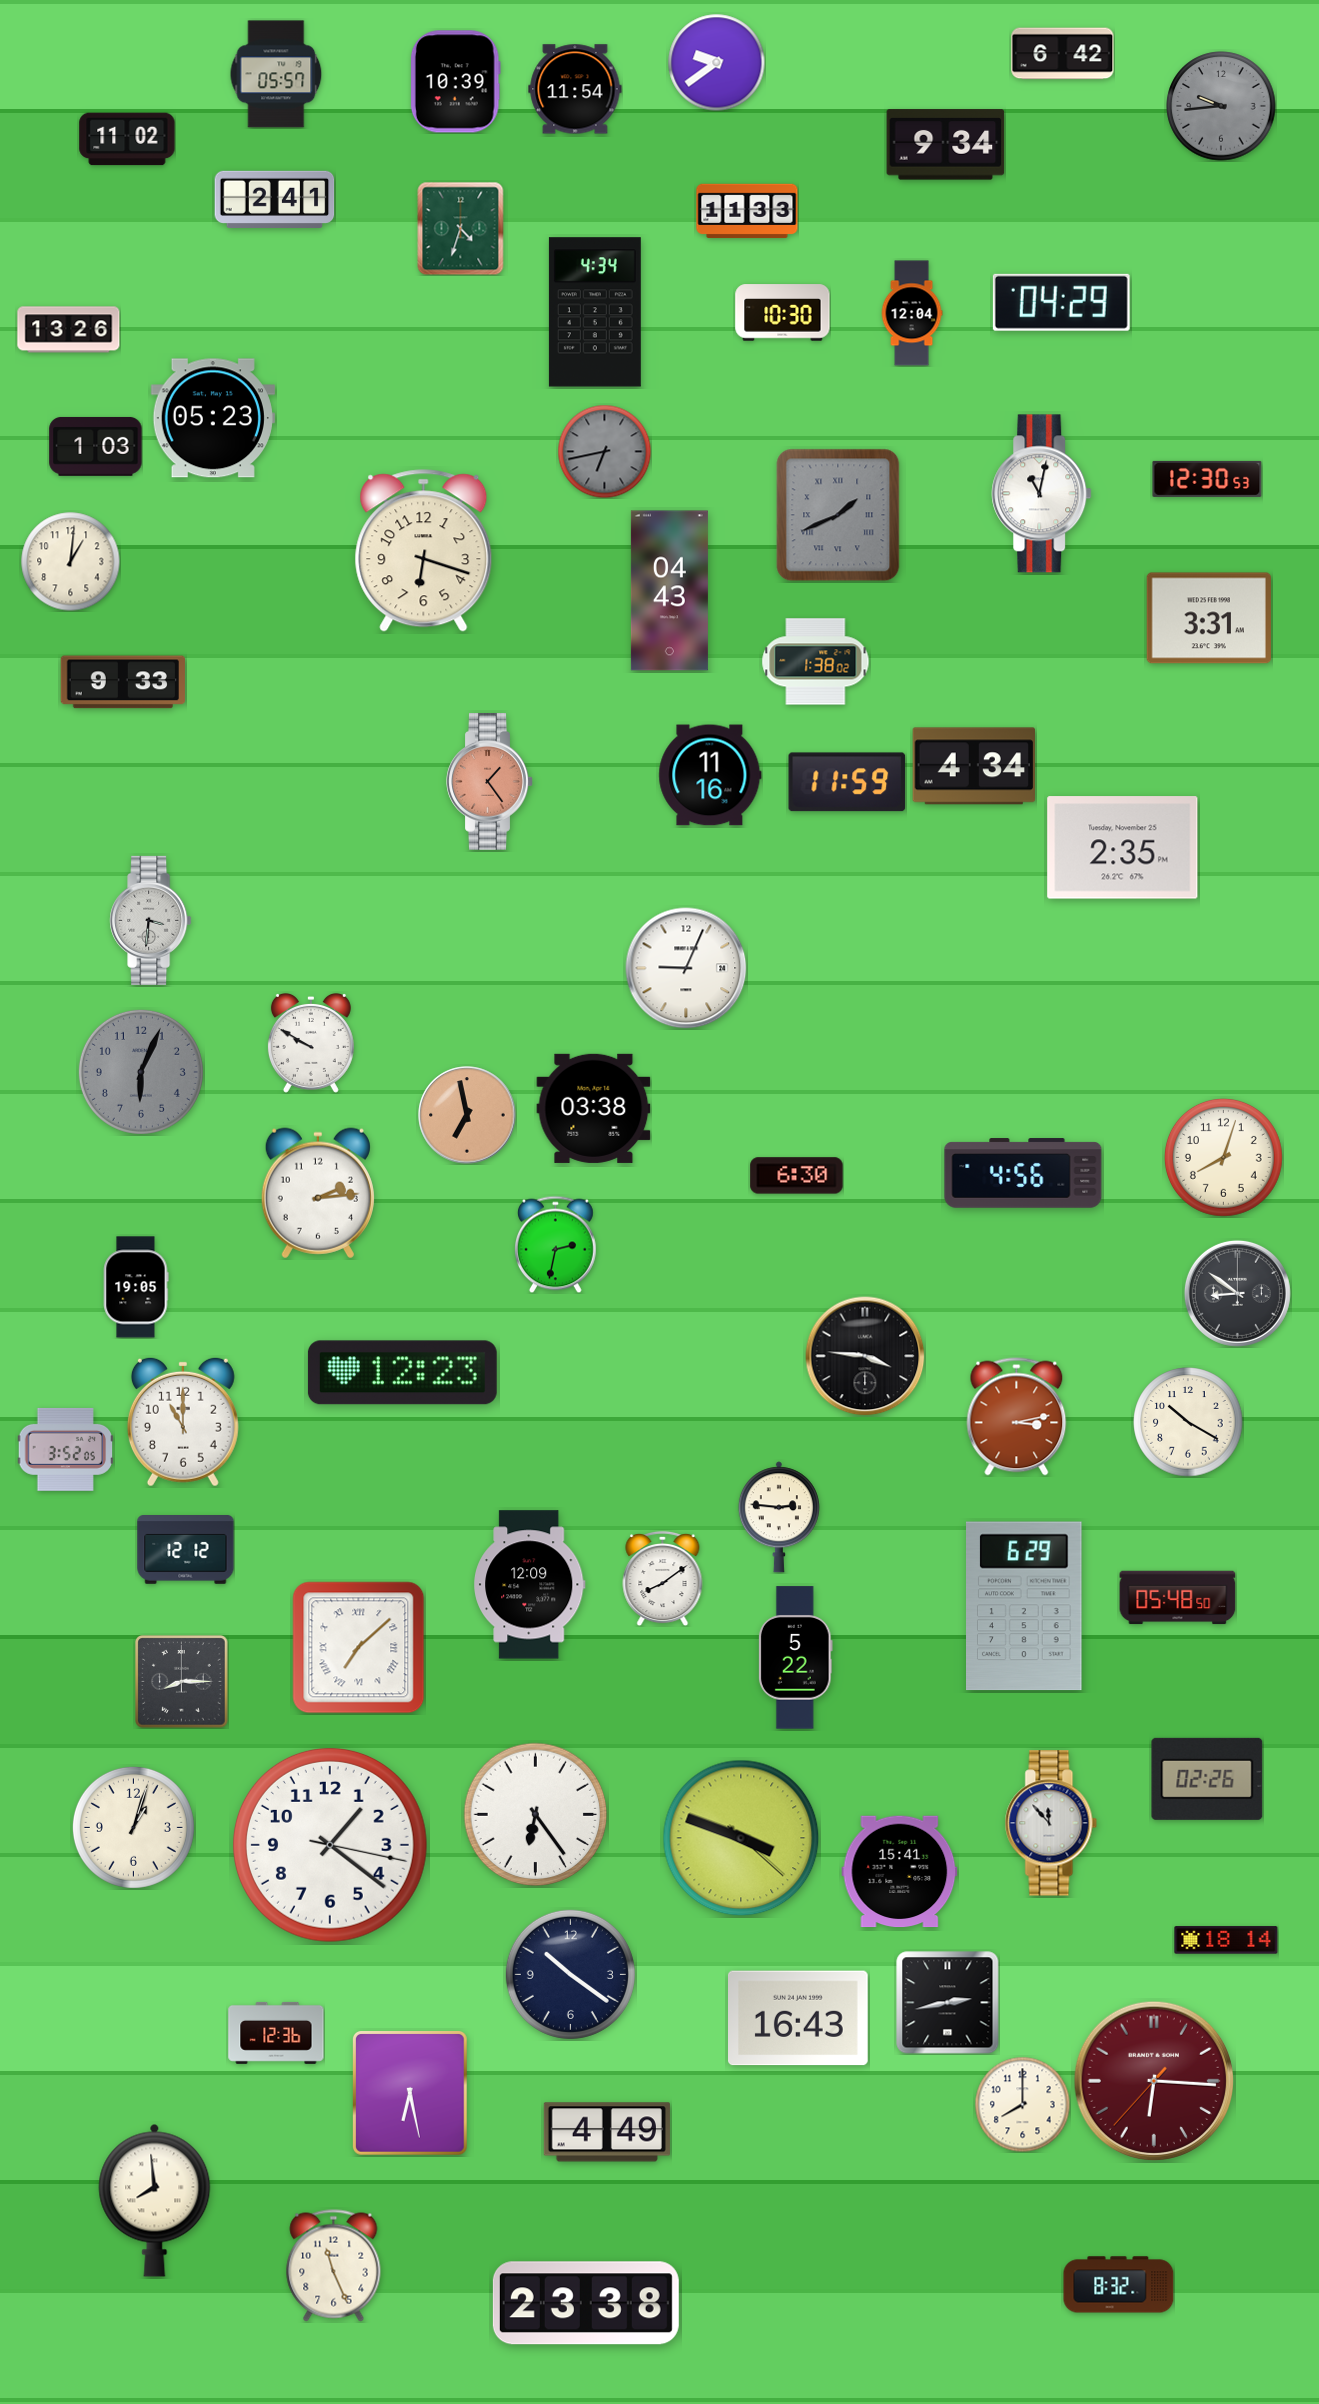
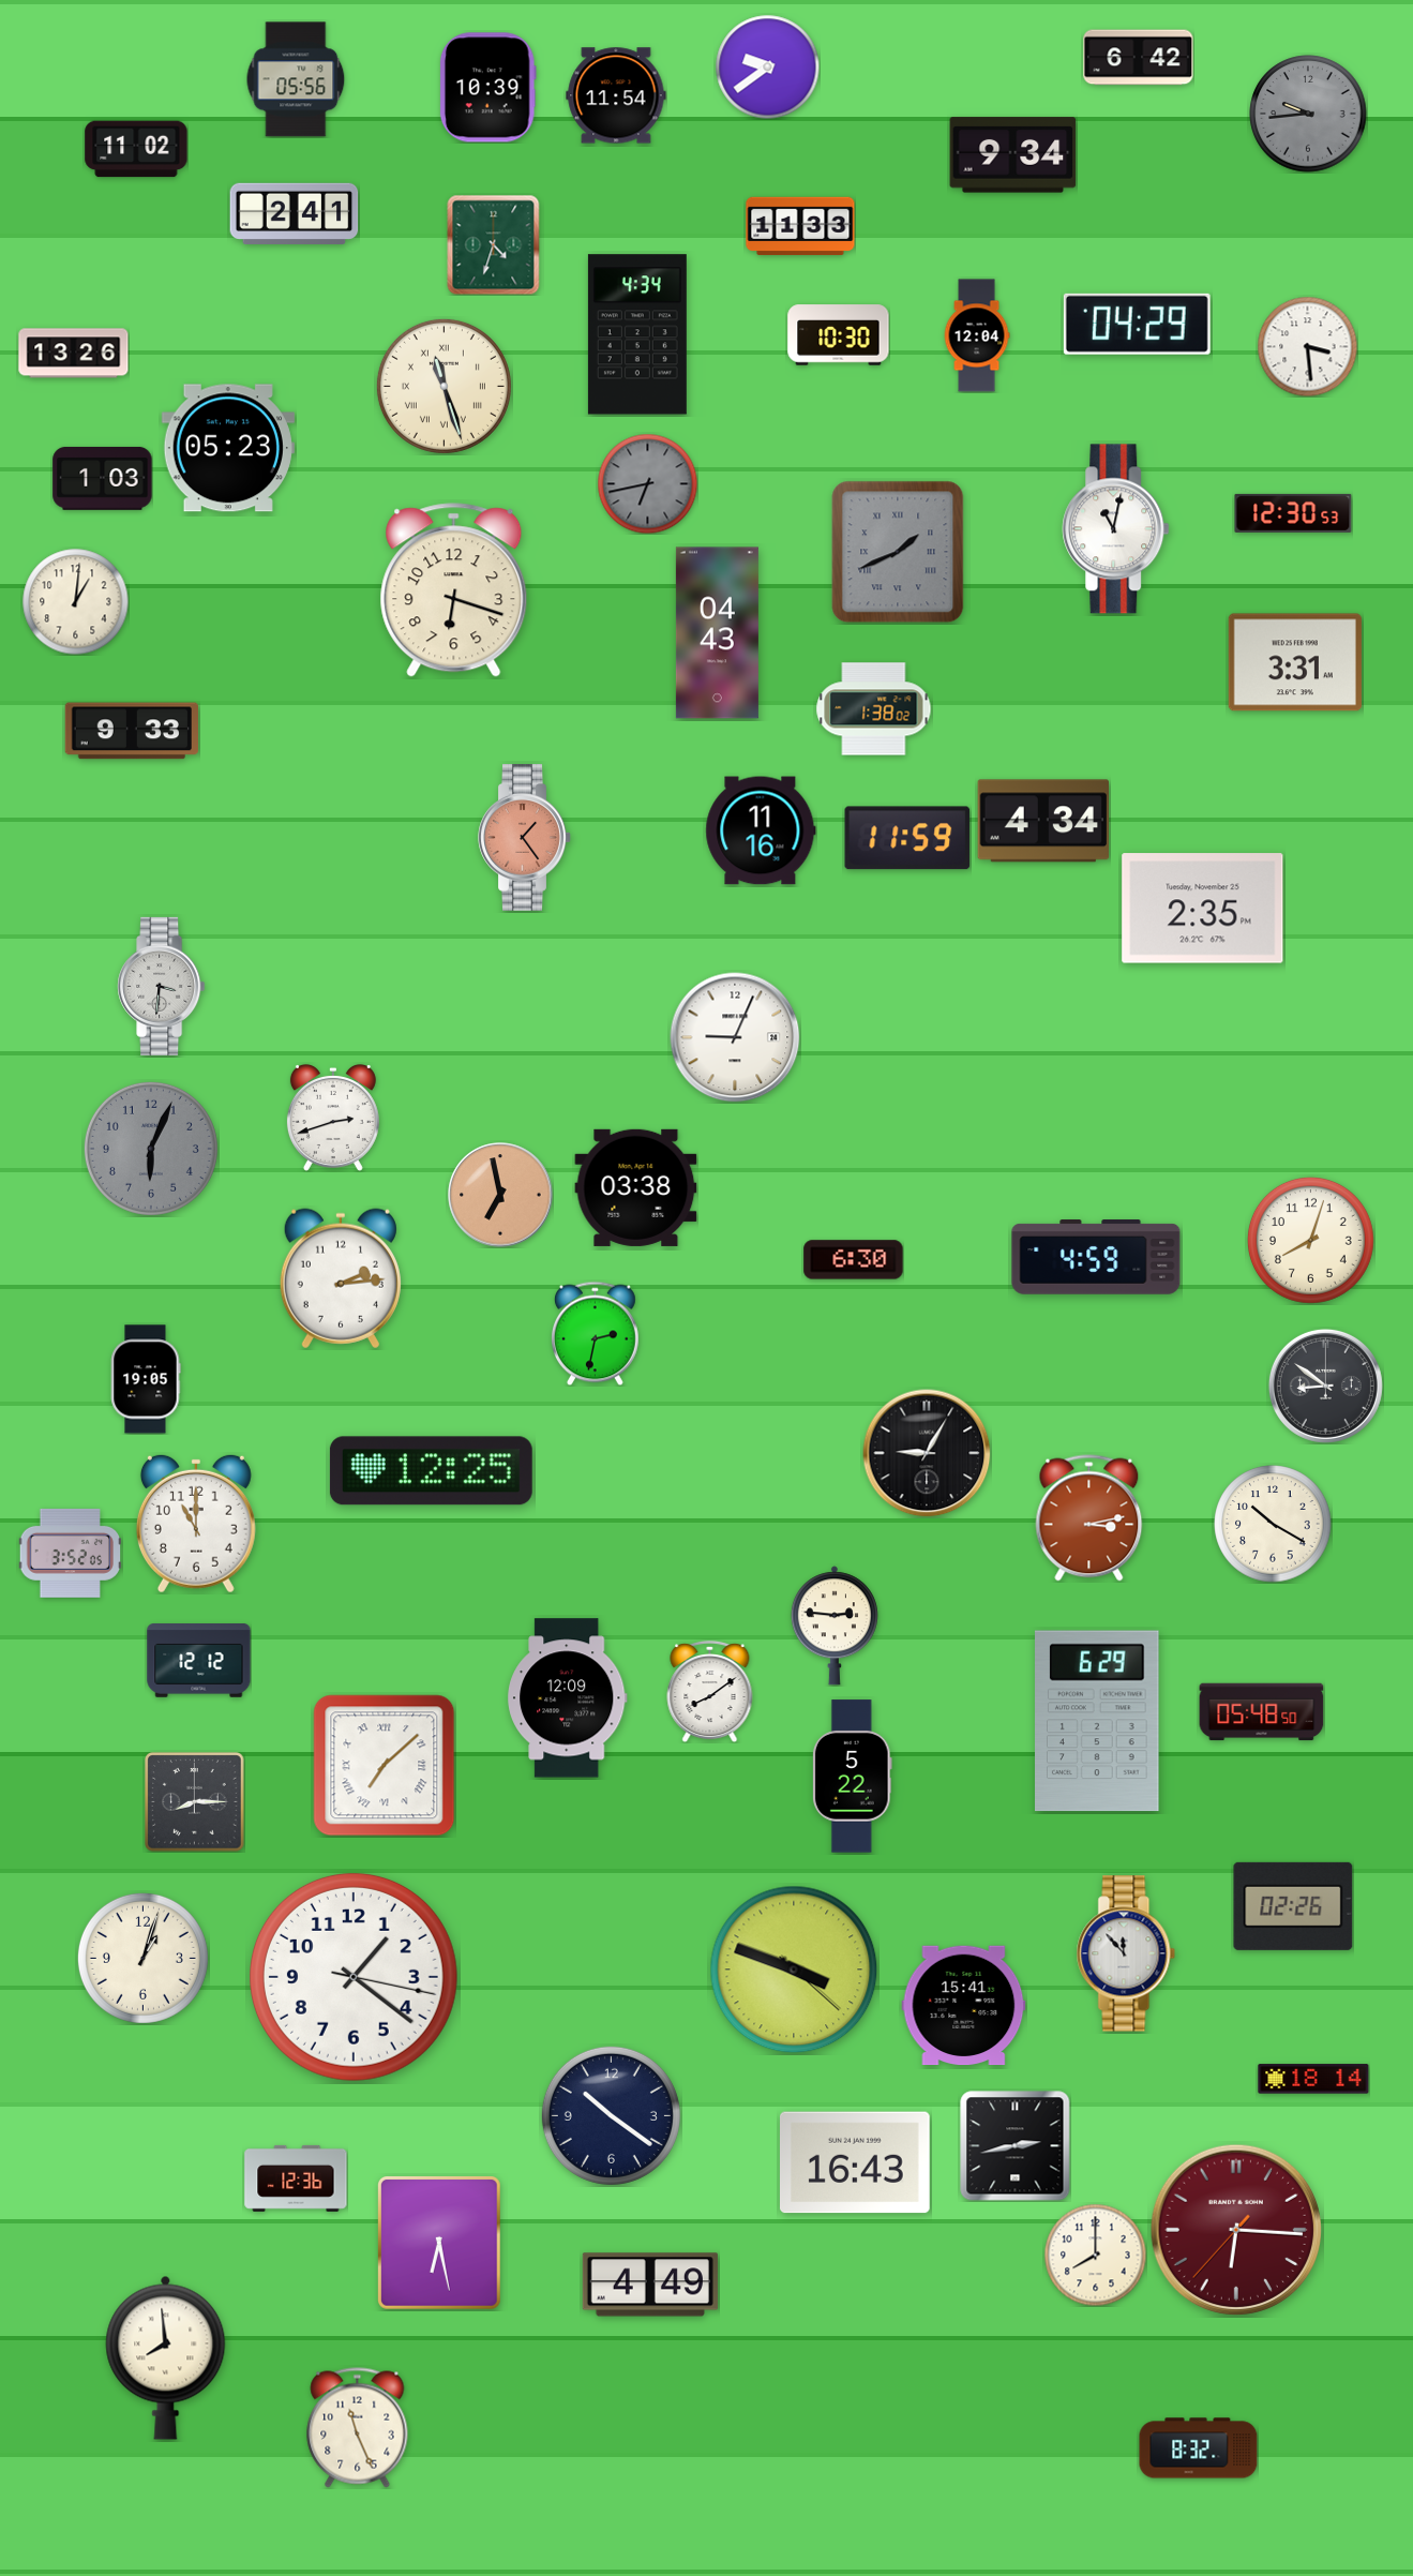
clock at (276, 74): 05:57 -> 05:56
clock at (1307, 346): none -> 3:29
clock at (444, 386): none -> 11:27
clock at (311, 1043): 9:50 -> 2:42
clock at (1023, 1173): 4:56 -> 4:59
clock at (865, 1356): 3:46 -> 9:05
clock at (402, 1373): 12:23 -> 12:25
clock at (536, 1815): 6:24 -> none
clock at (586, 2303): 23:38 -> none
